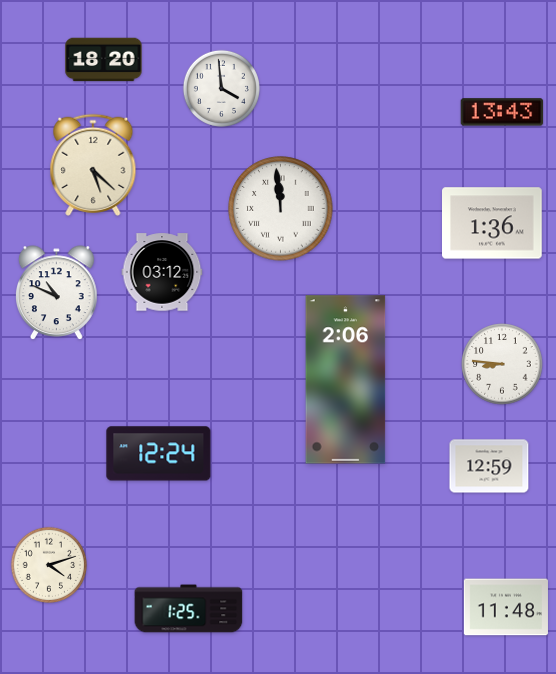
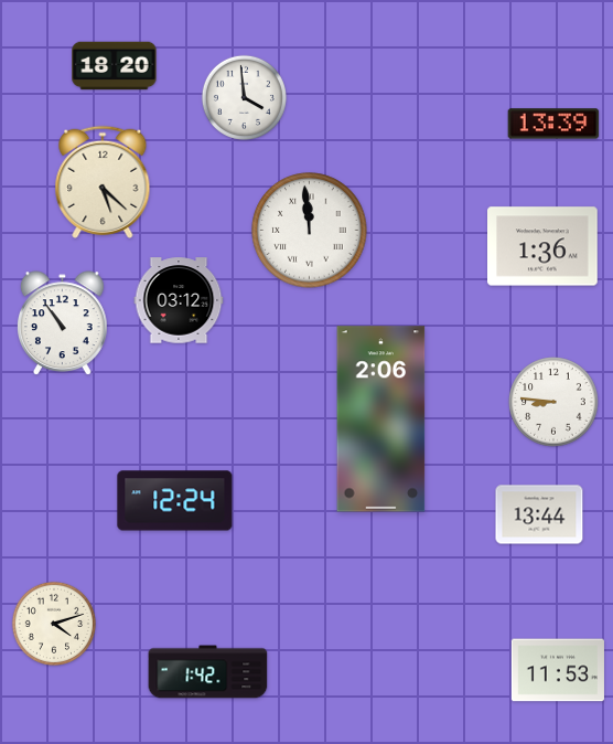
clock at (502, 112): 13:43 -> 13:39
clock at (57, 293): 10:49 -> 10:54
clock at (489, 466): 12:59 -> 13:44
clock at (506, 607): 11:48 -> 11:53
clock at (189, 609): 1:25 -> 1:42
